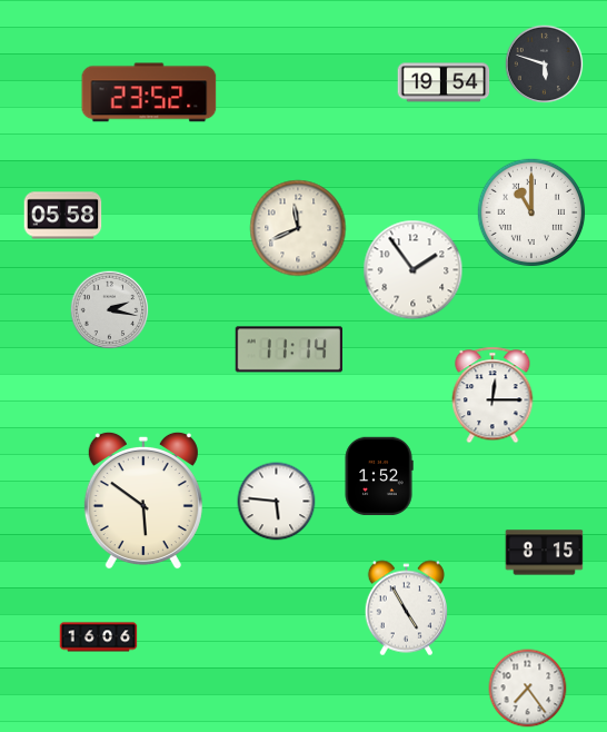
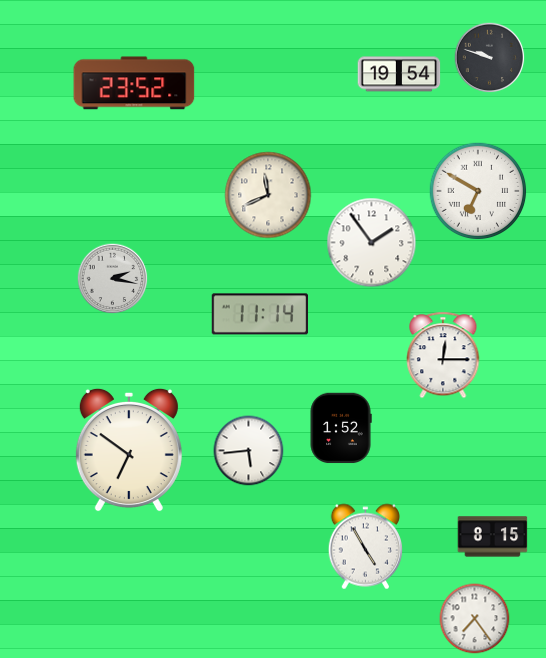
clock at (545, 65): 5:48 -> 9:48
clock at (531, 212): 11:00 -> 6:50
clock at (63, 216): 05:58 -> none
clock at (298, 228) position: (298, 228) -> (268, 195)
clock at (110, 310) position: (110, 310) -> (113, 279)
clock at (143, 501): 5:51 -> 6:51
clock at (277, 502): 5:46 -> 5:44
clock at (545, 553) position: (545, 553) -> (493, 537)
clock at (99, 637): 16:06 -> none
